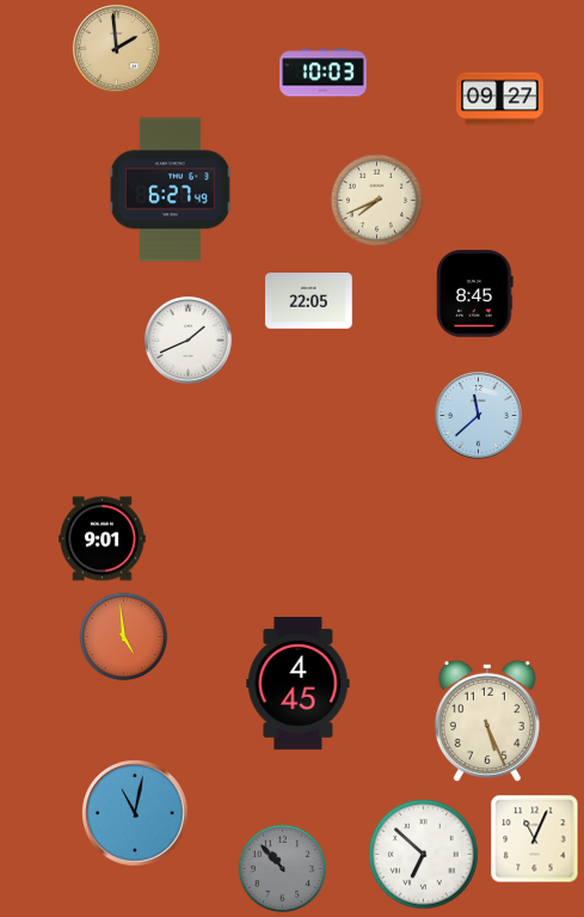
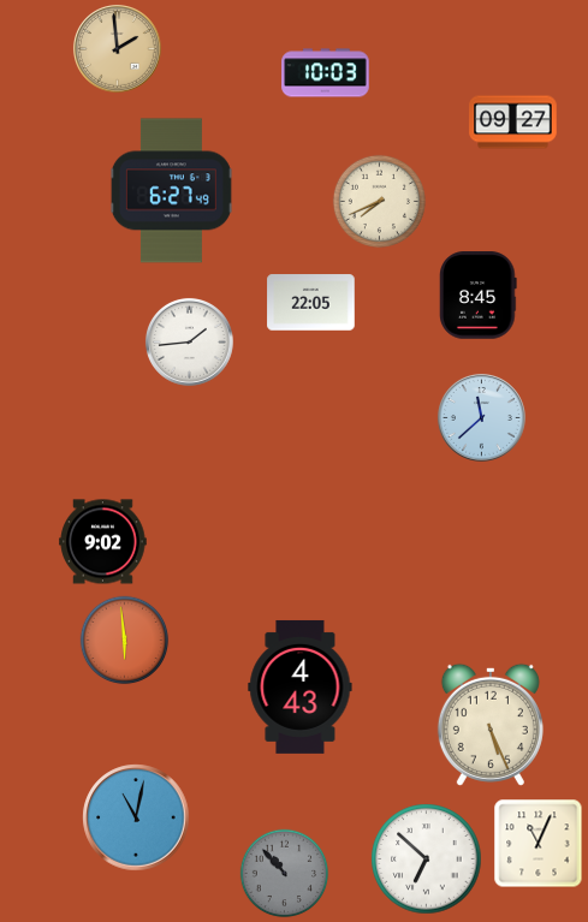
clock at (500, 99) position: (500, 99) -> (513, 123)
clock at (188, 340): 1:41 -> 1:44
clock at (103, 539): 9:01 -> 9:02
clock at (124, 637): 4:59 -> 5:59
clock at (299, 683): 4:45 -> 4:43
